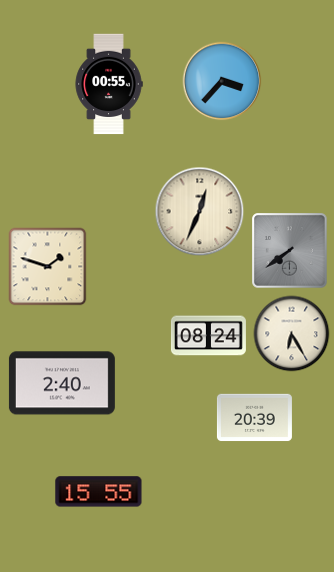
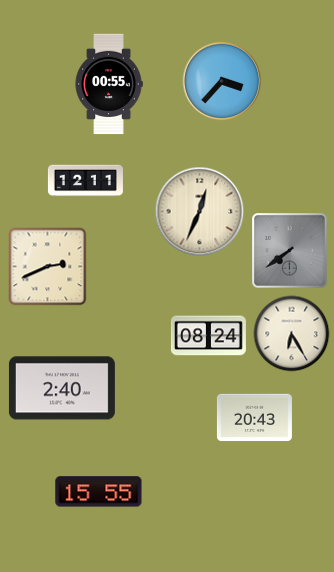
clock at (85, 181): none -> 12:11
clock at (48, 267): 1:48 -> 2:41
clock at (62, 383) position: (62, 383) -> (62, 388)
clock at (254, 418): 20:39 -> 20:43
